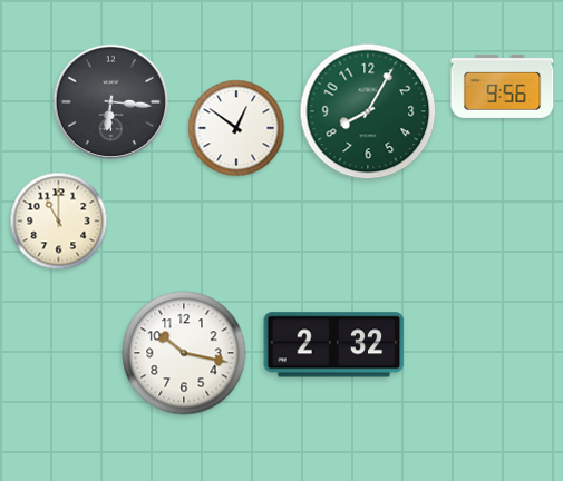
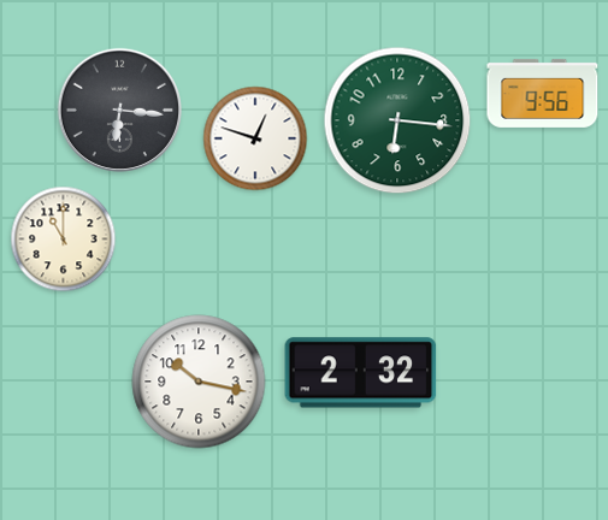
clock at (368, 111): 8:05 -> 6:16
clock at (236, 128): 12:51 -> 12:48
